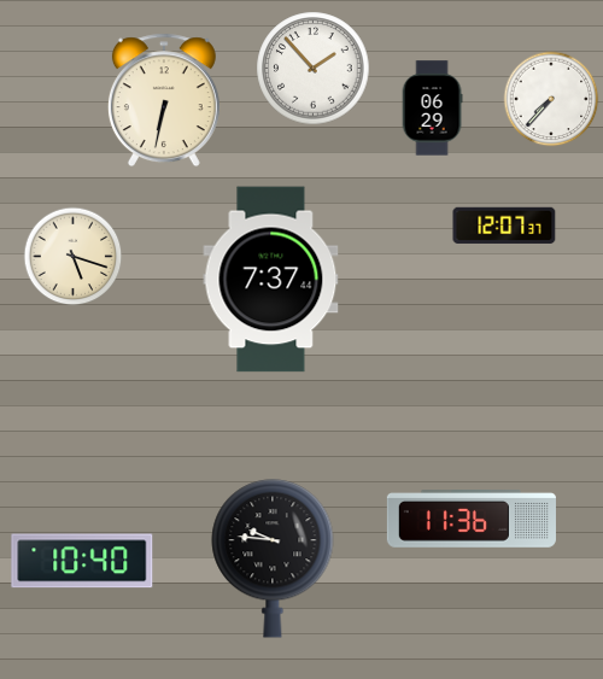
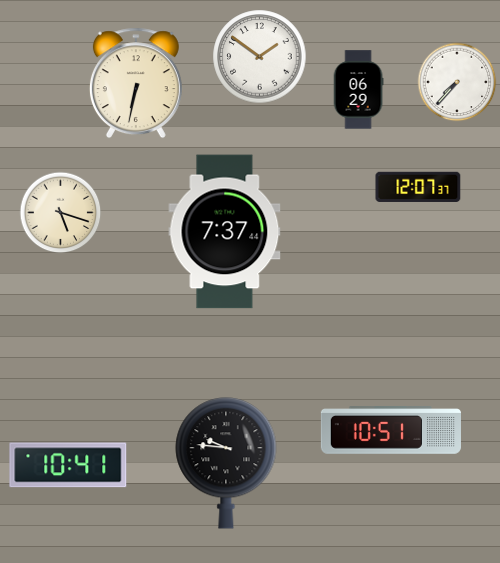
clock at (314, 69): 1:53 -> 1:51
clock at (472, 520): 11:36 -> 10:51
clock at (82, 561): 10:40 -> 10:41
